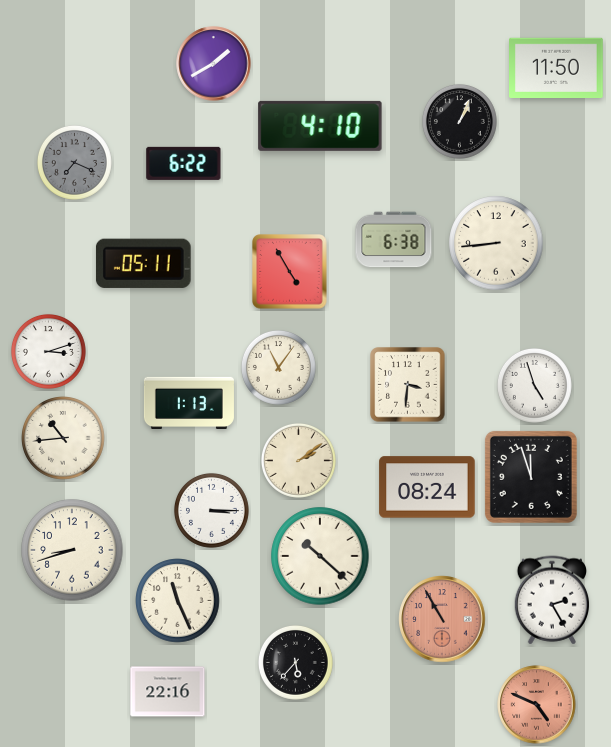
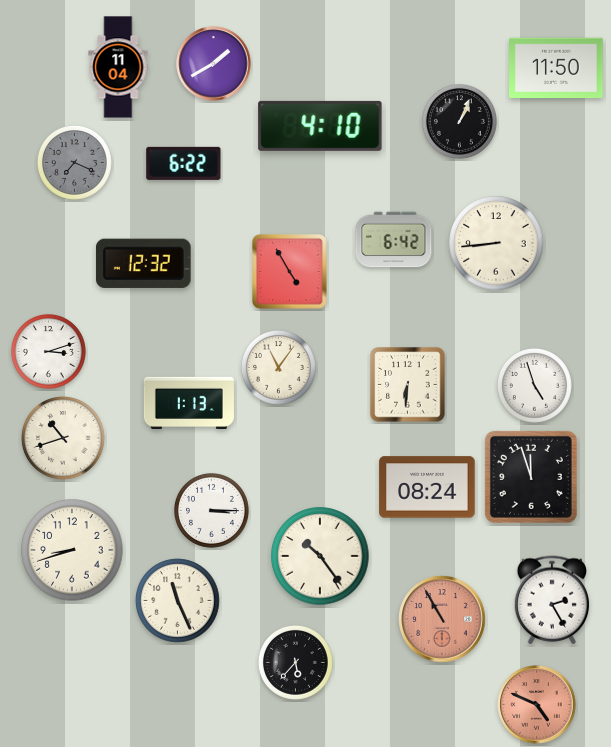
clock at (118, 67): none -> 11:04
clock at (394, 240): 6:38 -> 6:42
clock at (143, 263): 05:11 -> 12:32
clock at (408, 385): 3:31 -> 6:31
clock at (63, 438): 10:44 -> 10:42
clock at (298, 460): 2:09 -> none
clock at (320, 556): 10:22 -> 10:24
clock at (168, 692): 22:16 -> none
